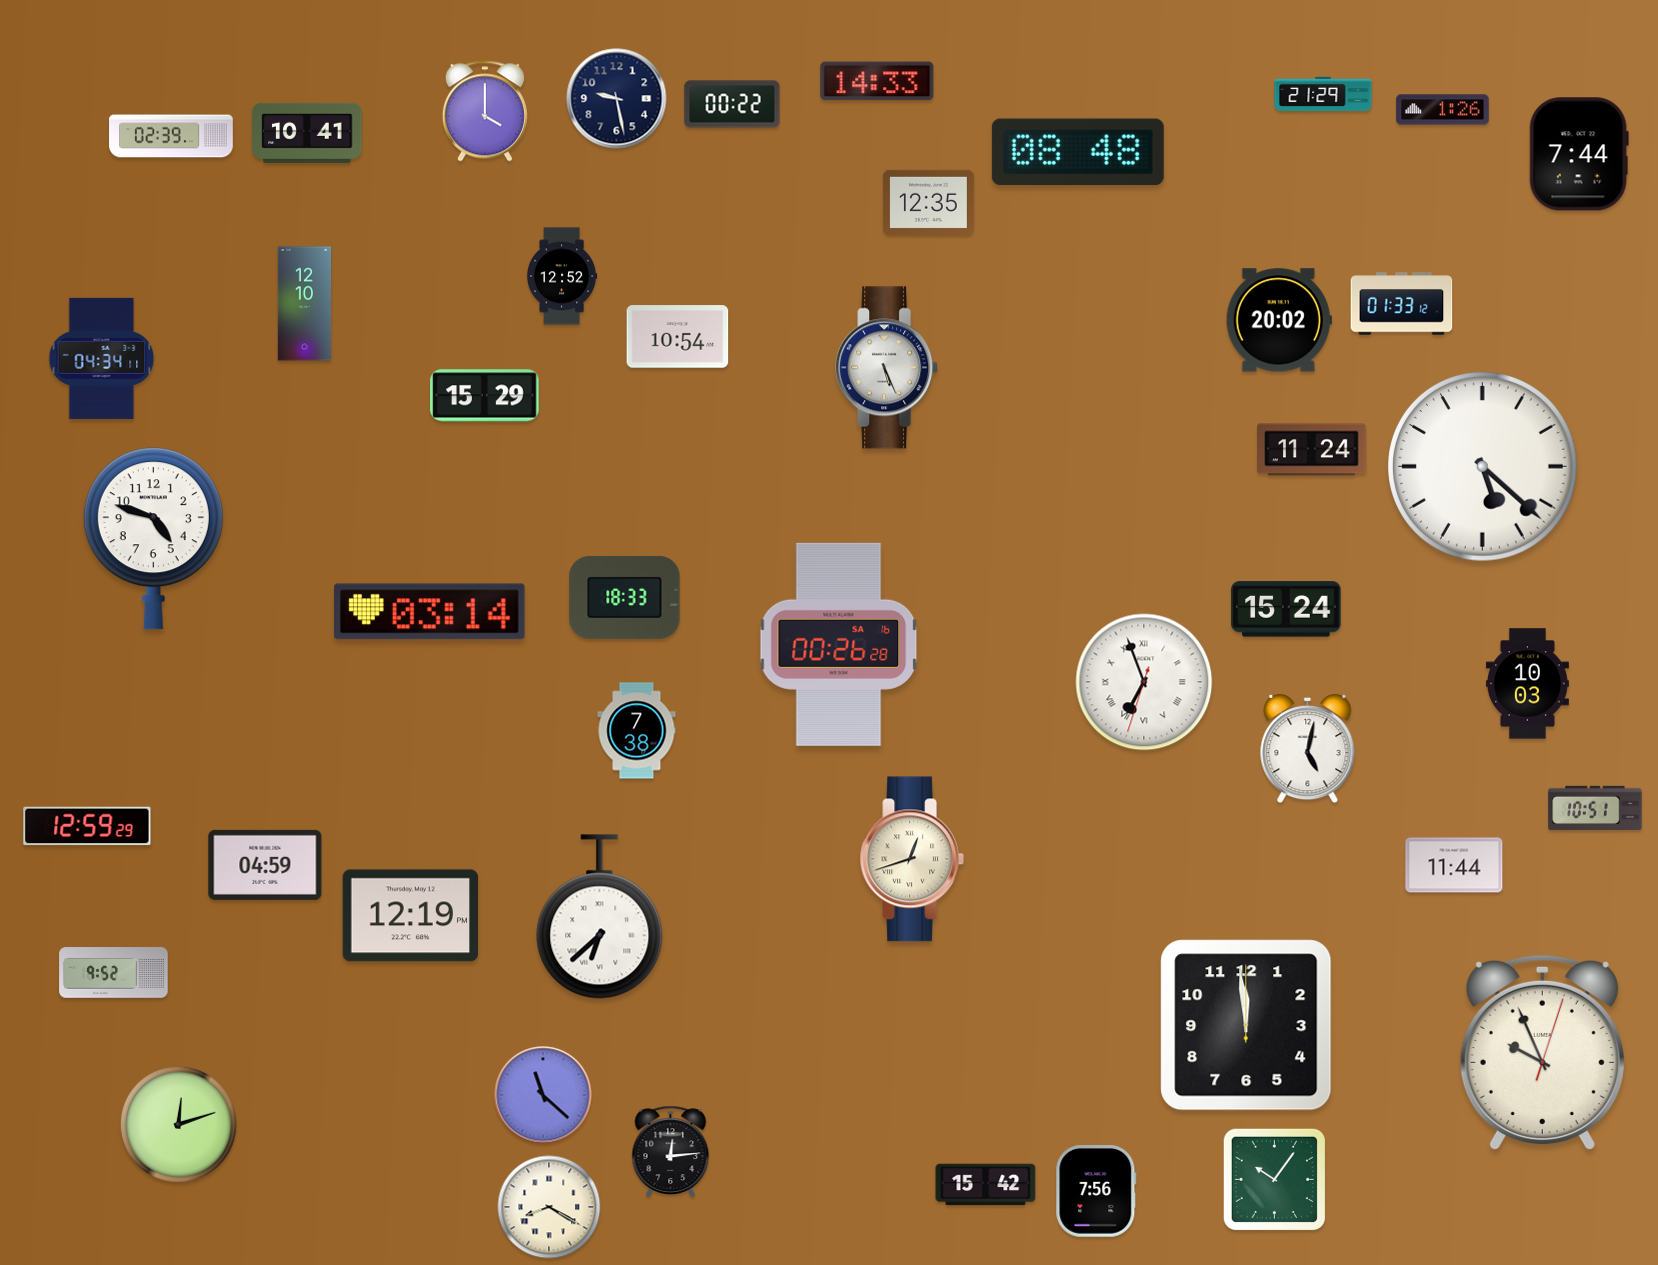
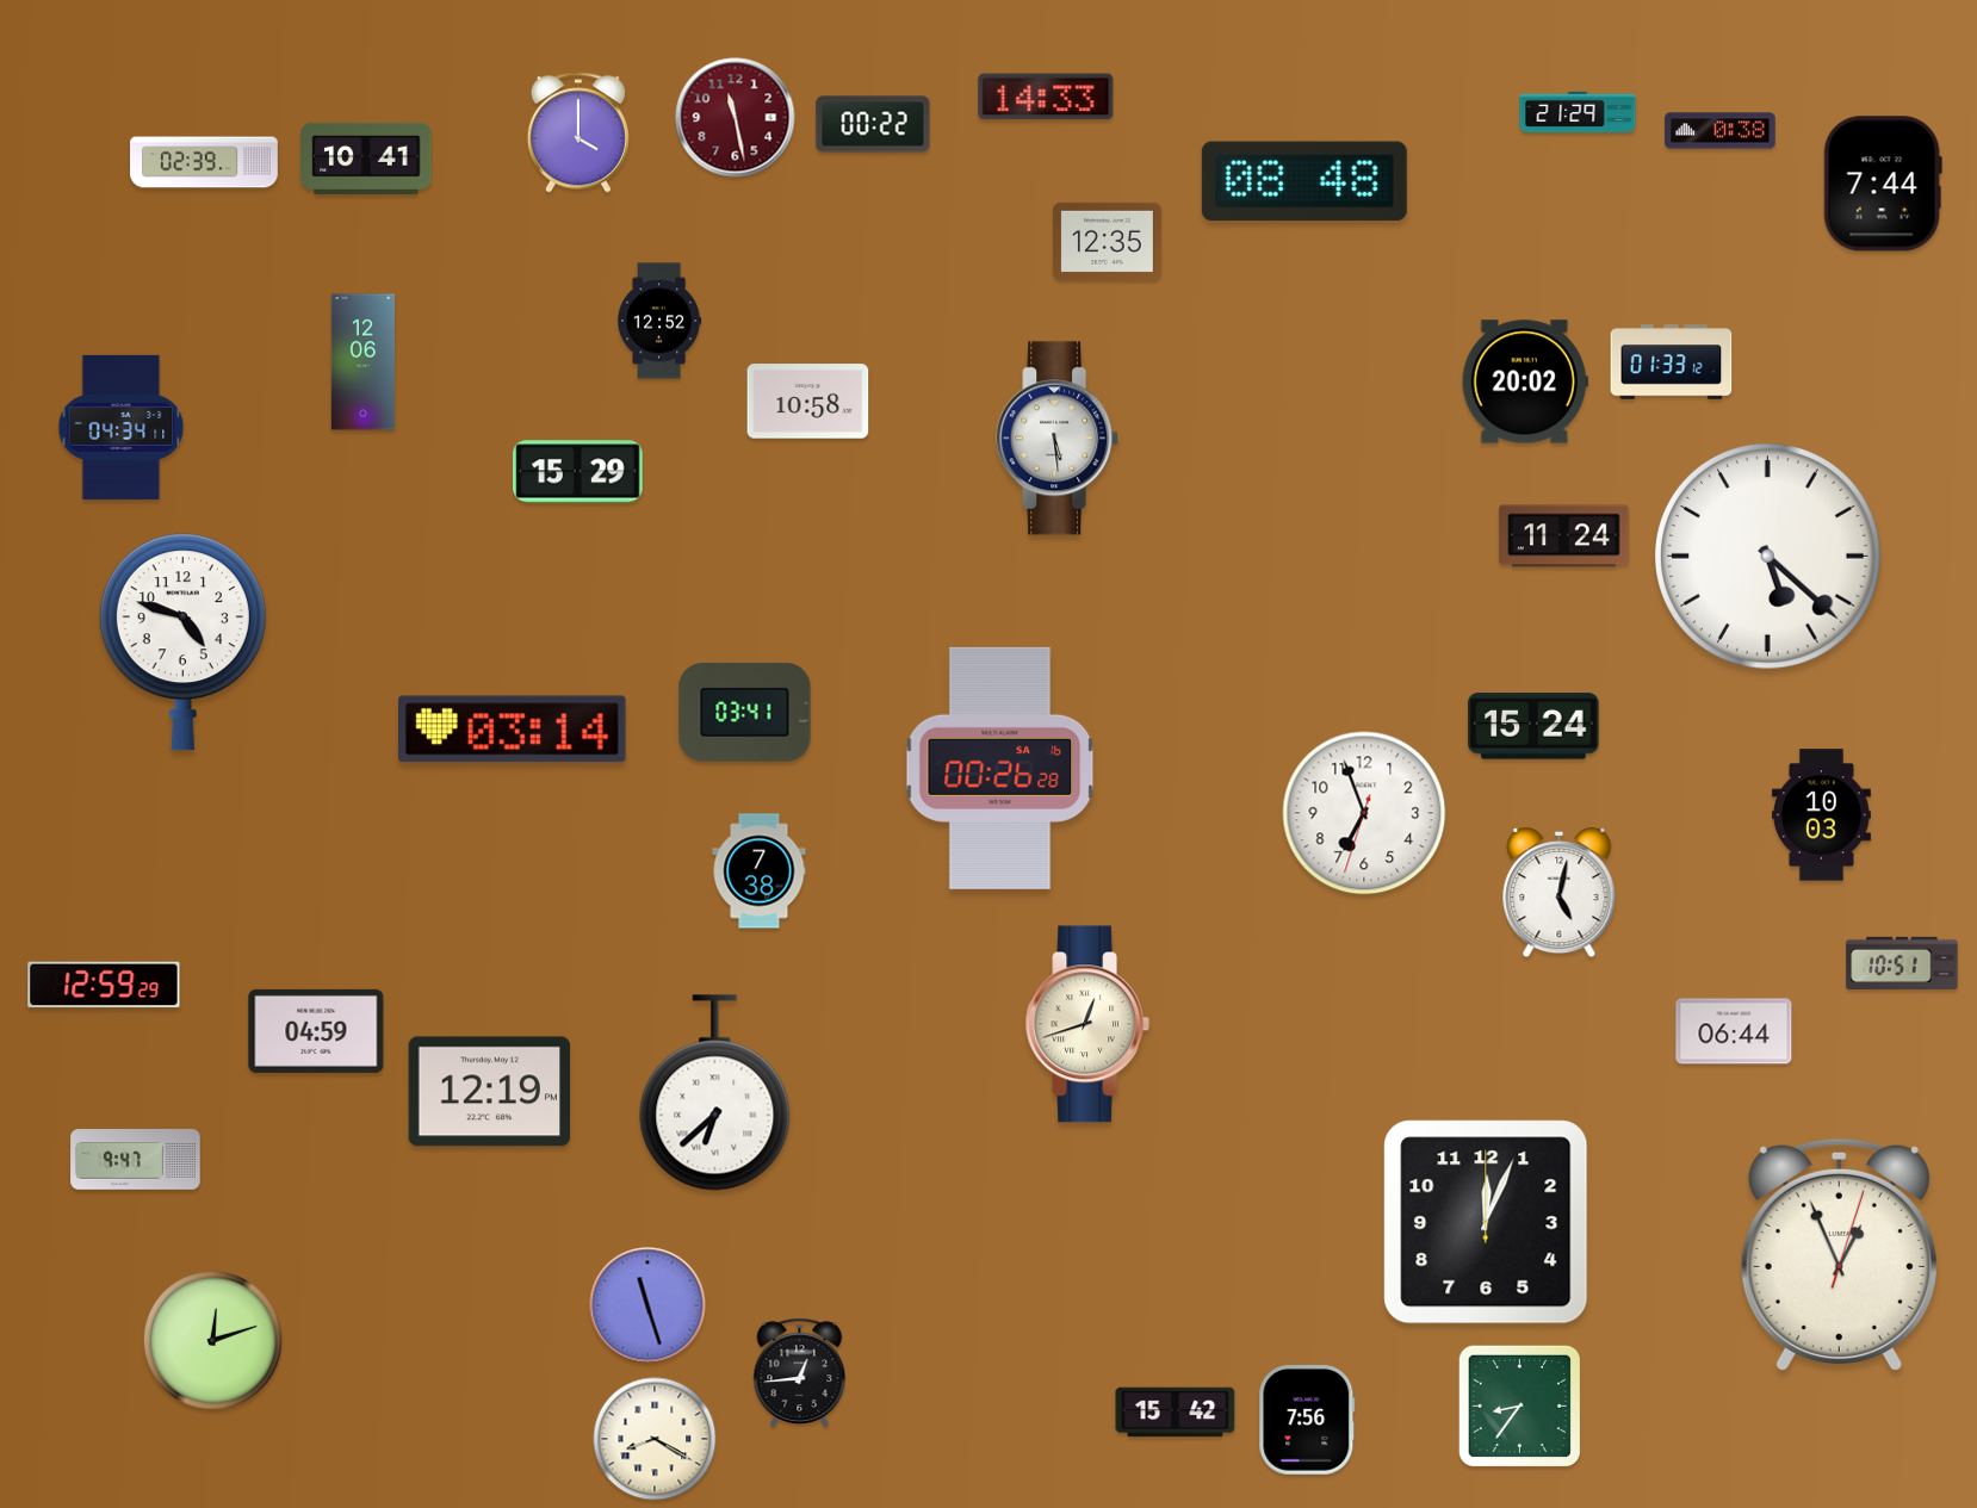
clock at (617, 99): 9:28 -> 11:28
clock at (617, 99) dial: navy -> burgundy
clock at (1443, 110): 1:26 -> 0:38
clock at (1078, 152) position: (1078, 152) -> (1304, 181)
clock at (563, 276) position: (563, 276) -> (661, 321)
clock at (304, 304): 12:10 -> 12:06
clock at (678, 337): 10:54 -> 10:58
clock at (887, 368): 5:26 -> 5:29
clock at (625, 597): 18:33 -> 03:41
clock at (1144, 682) numerals: Roman -> Arabic
clock at (1454, 865): 11:44 -> 06:44
clock at (114, 973): 9:52 -> 9:47
clock at (1246, 1025): 11:59 -> 12:04
clock at (1542, 1053): 9:56 -> 12:56
clock at (543, 1095): 11:22 -> 11:27
clock at (671, 1151): 12:14 -> 12:44
clock at (1274, 1179): 10:06 -> 8:36
